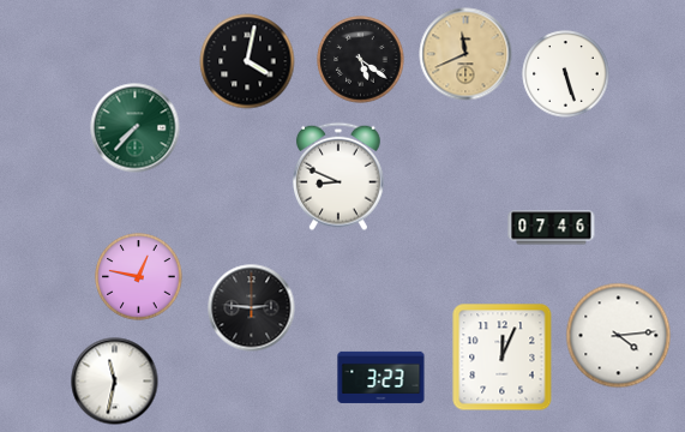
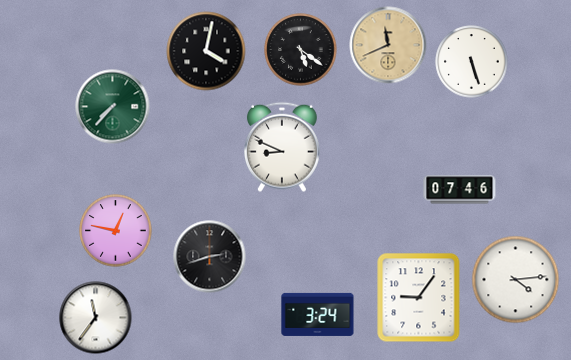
clock at (252, 308): 2:46 -> 2:42
clock at (503, 358): 12:04 -> 9:06
clock at (381, 377): 3:23 -> 3:24
clock at (115, 382): 11:32 -> 11:36
